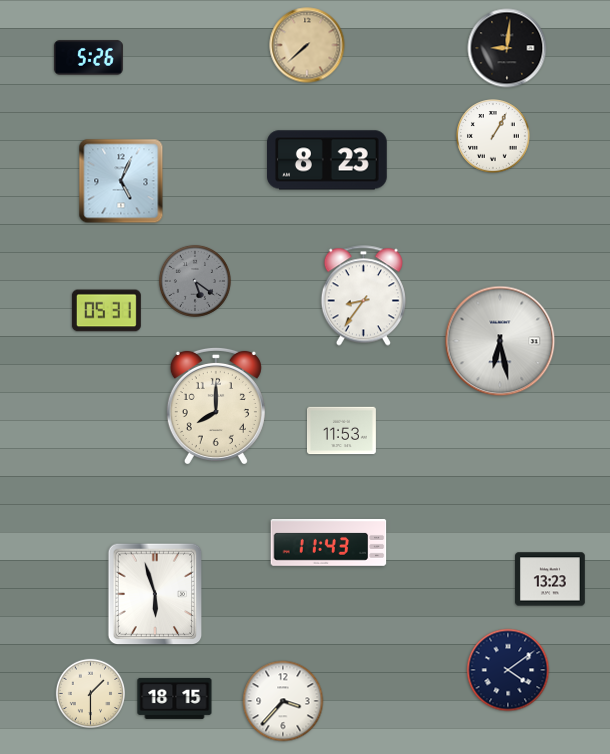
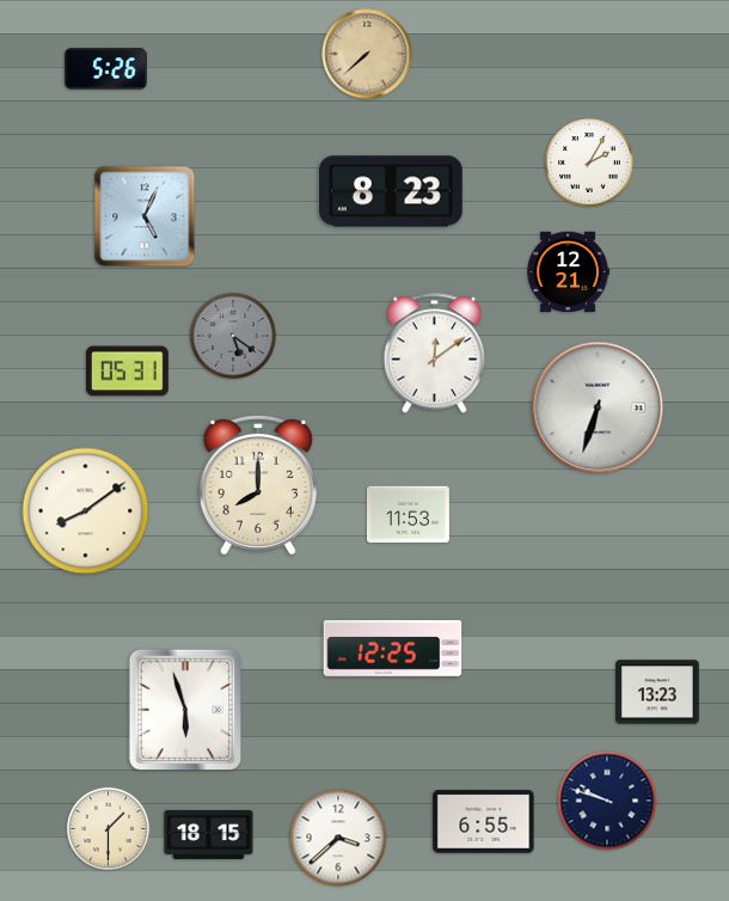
clock at (507, 48): 9:01 -> none
clock at (493, 136): 1:05 -> 2:05
clock at (568, 272): none -> 12:21
clock at (363, 296): 8:36 -> 12:09
clock at (500, 341): 6:28 -> 6:33
clock at (86, 511): none -> 8:09
clock at (329, 542): 11:43 -> 12:25
clock at (508, 670): 4:09 -> 9:48
clock at (484, 822): none -> 6:55
clock at (283, 701): 3:37 -> 3:38
